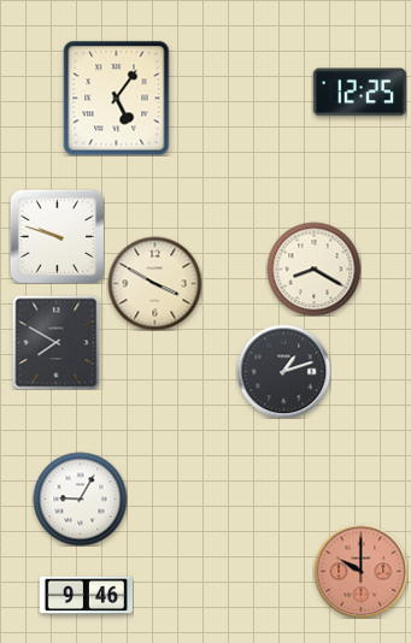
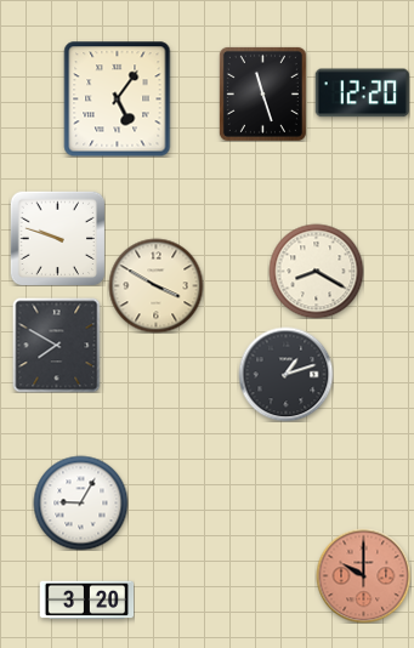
clock at (262, 93): none -> 11:27
clock at (359, 93): 12:25 -> 12:20
clock at (86, 596): 9:46 -> 3:20
